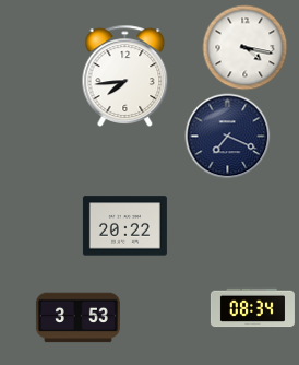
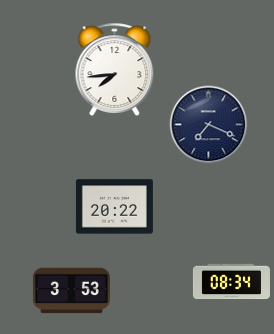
clock at (244, 47): 4:17 -> none
